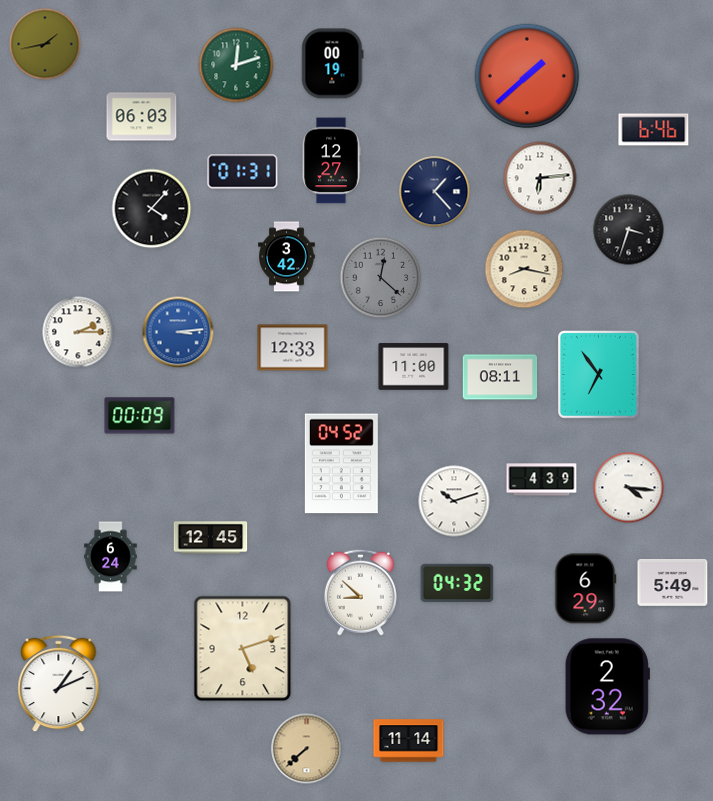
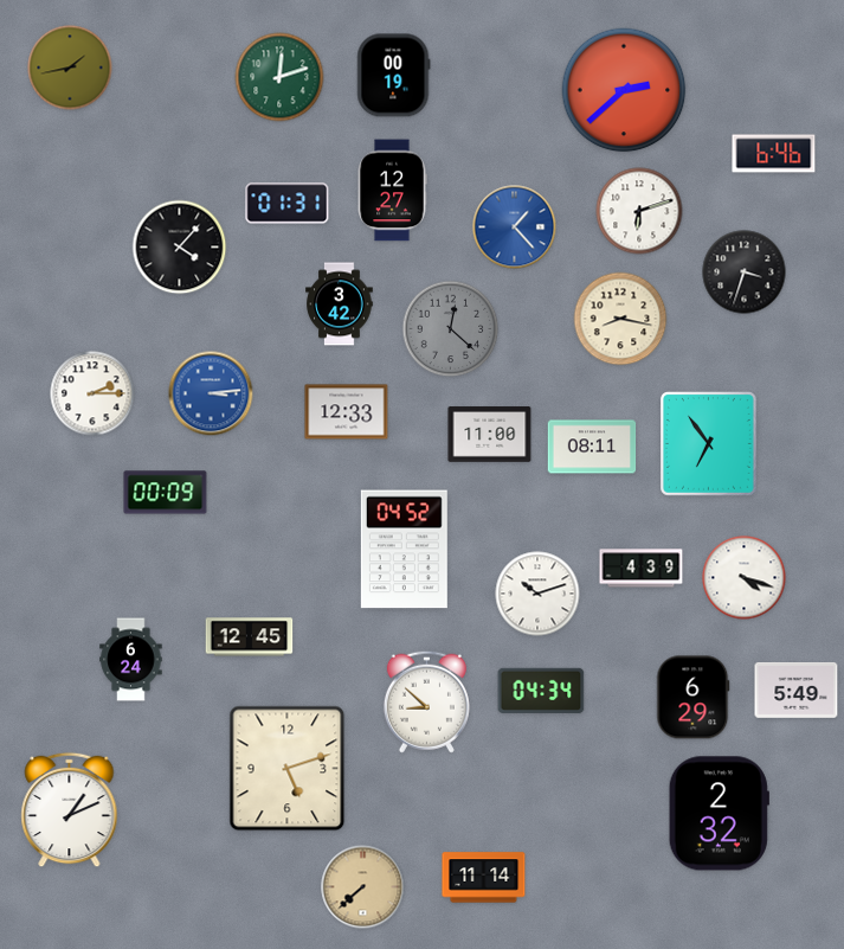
clock at (45, 44) position: (45, 44) -> (70, 68)
clock at (527, 76): 1:38 -> 2:38
clock at (142, 117): 06:03 -> none
clock at (540, 178): 6:14 -> 6:12
clock at (435, 192) dial: navy -> blue
clock at (629, 488): 4:16 -> 4:18
clock at (457, 583): 04:32 -> 04:34
